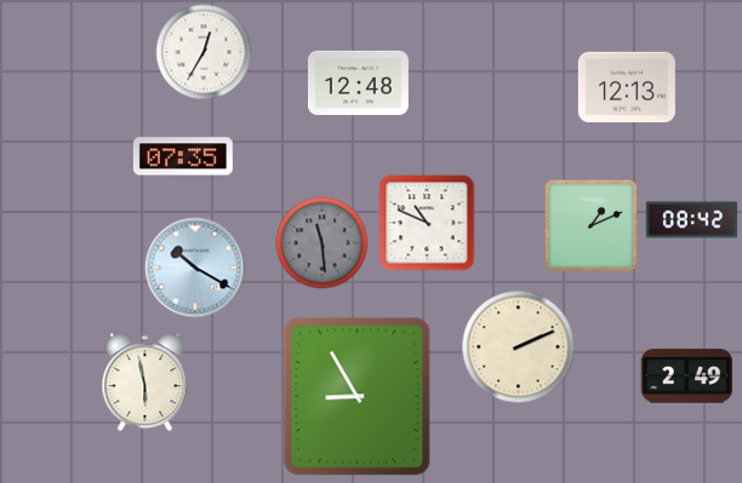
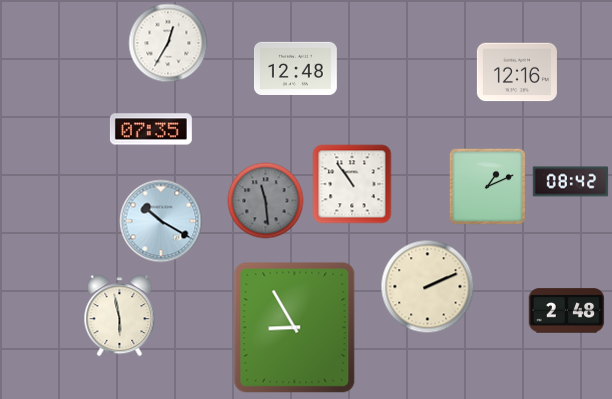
clock at (627, 87): 12:13 -> 12:16
clock at (427, 223): 10:49 -> 10:54
clock at (687, 376): 2:49 -> 2:48
